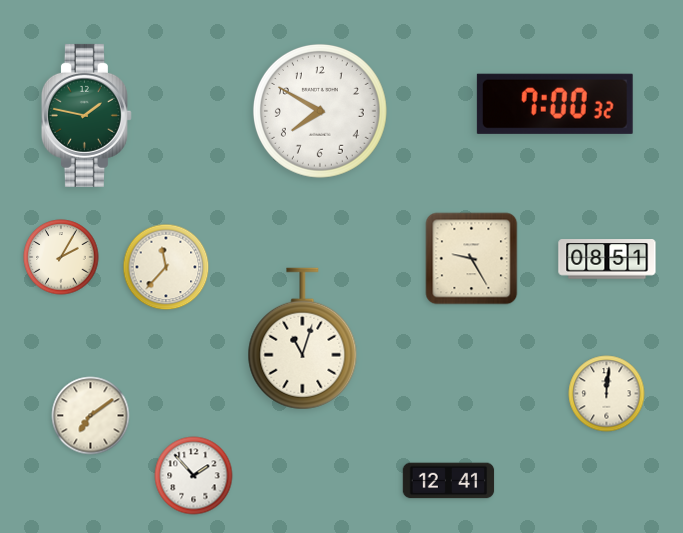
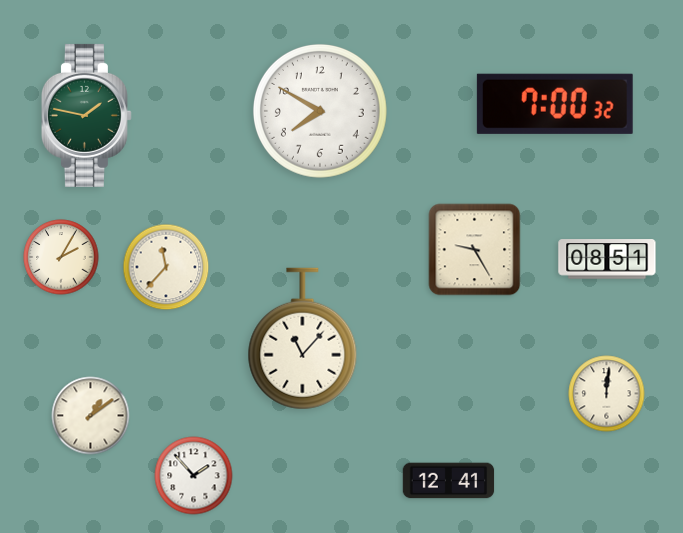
clock at (472, 259) position: (472, 259) -> (475, 250)
clock at (303, 339): 11:03 -> 11:07
clock at (91, 416): 7:09 -> 1:09
